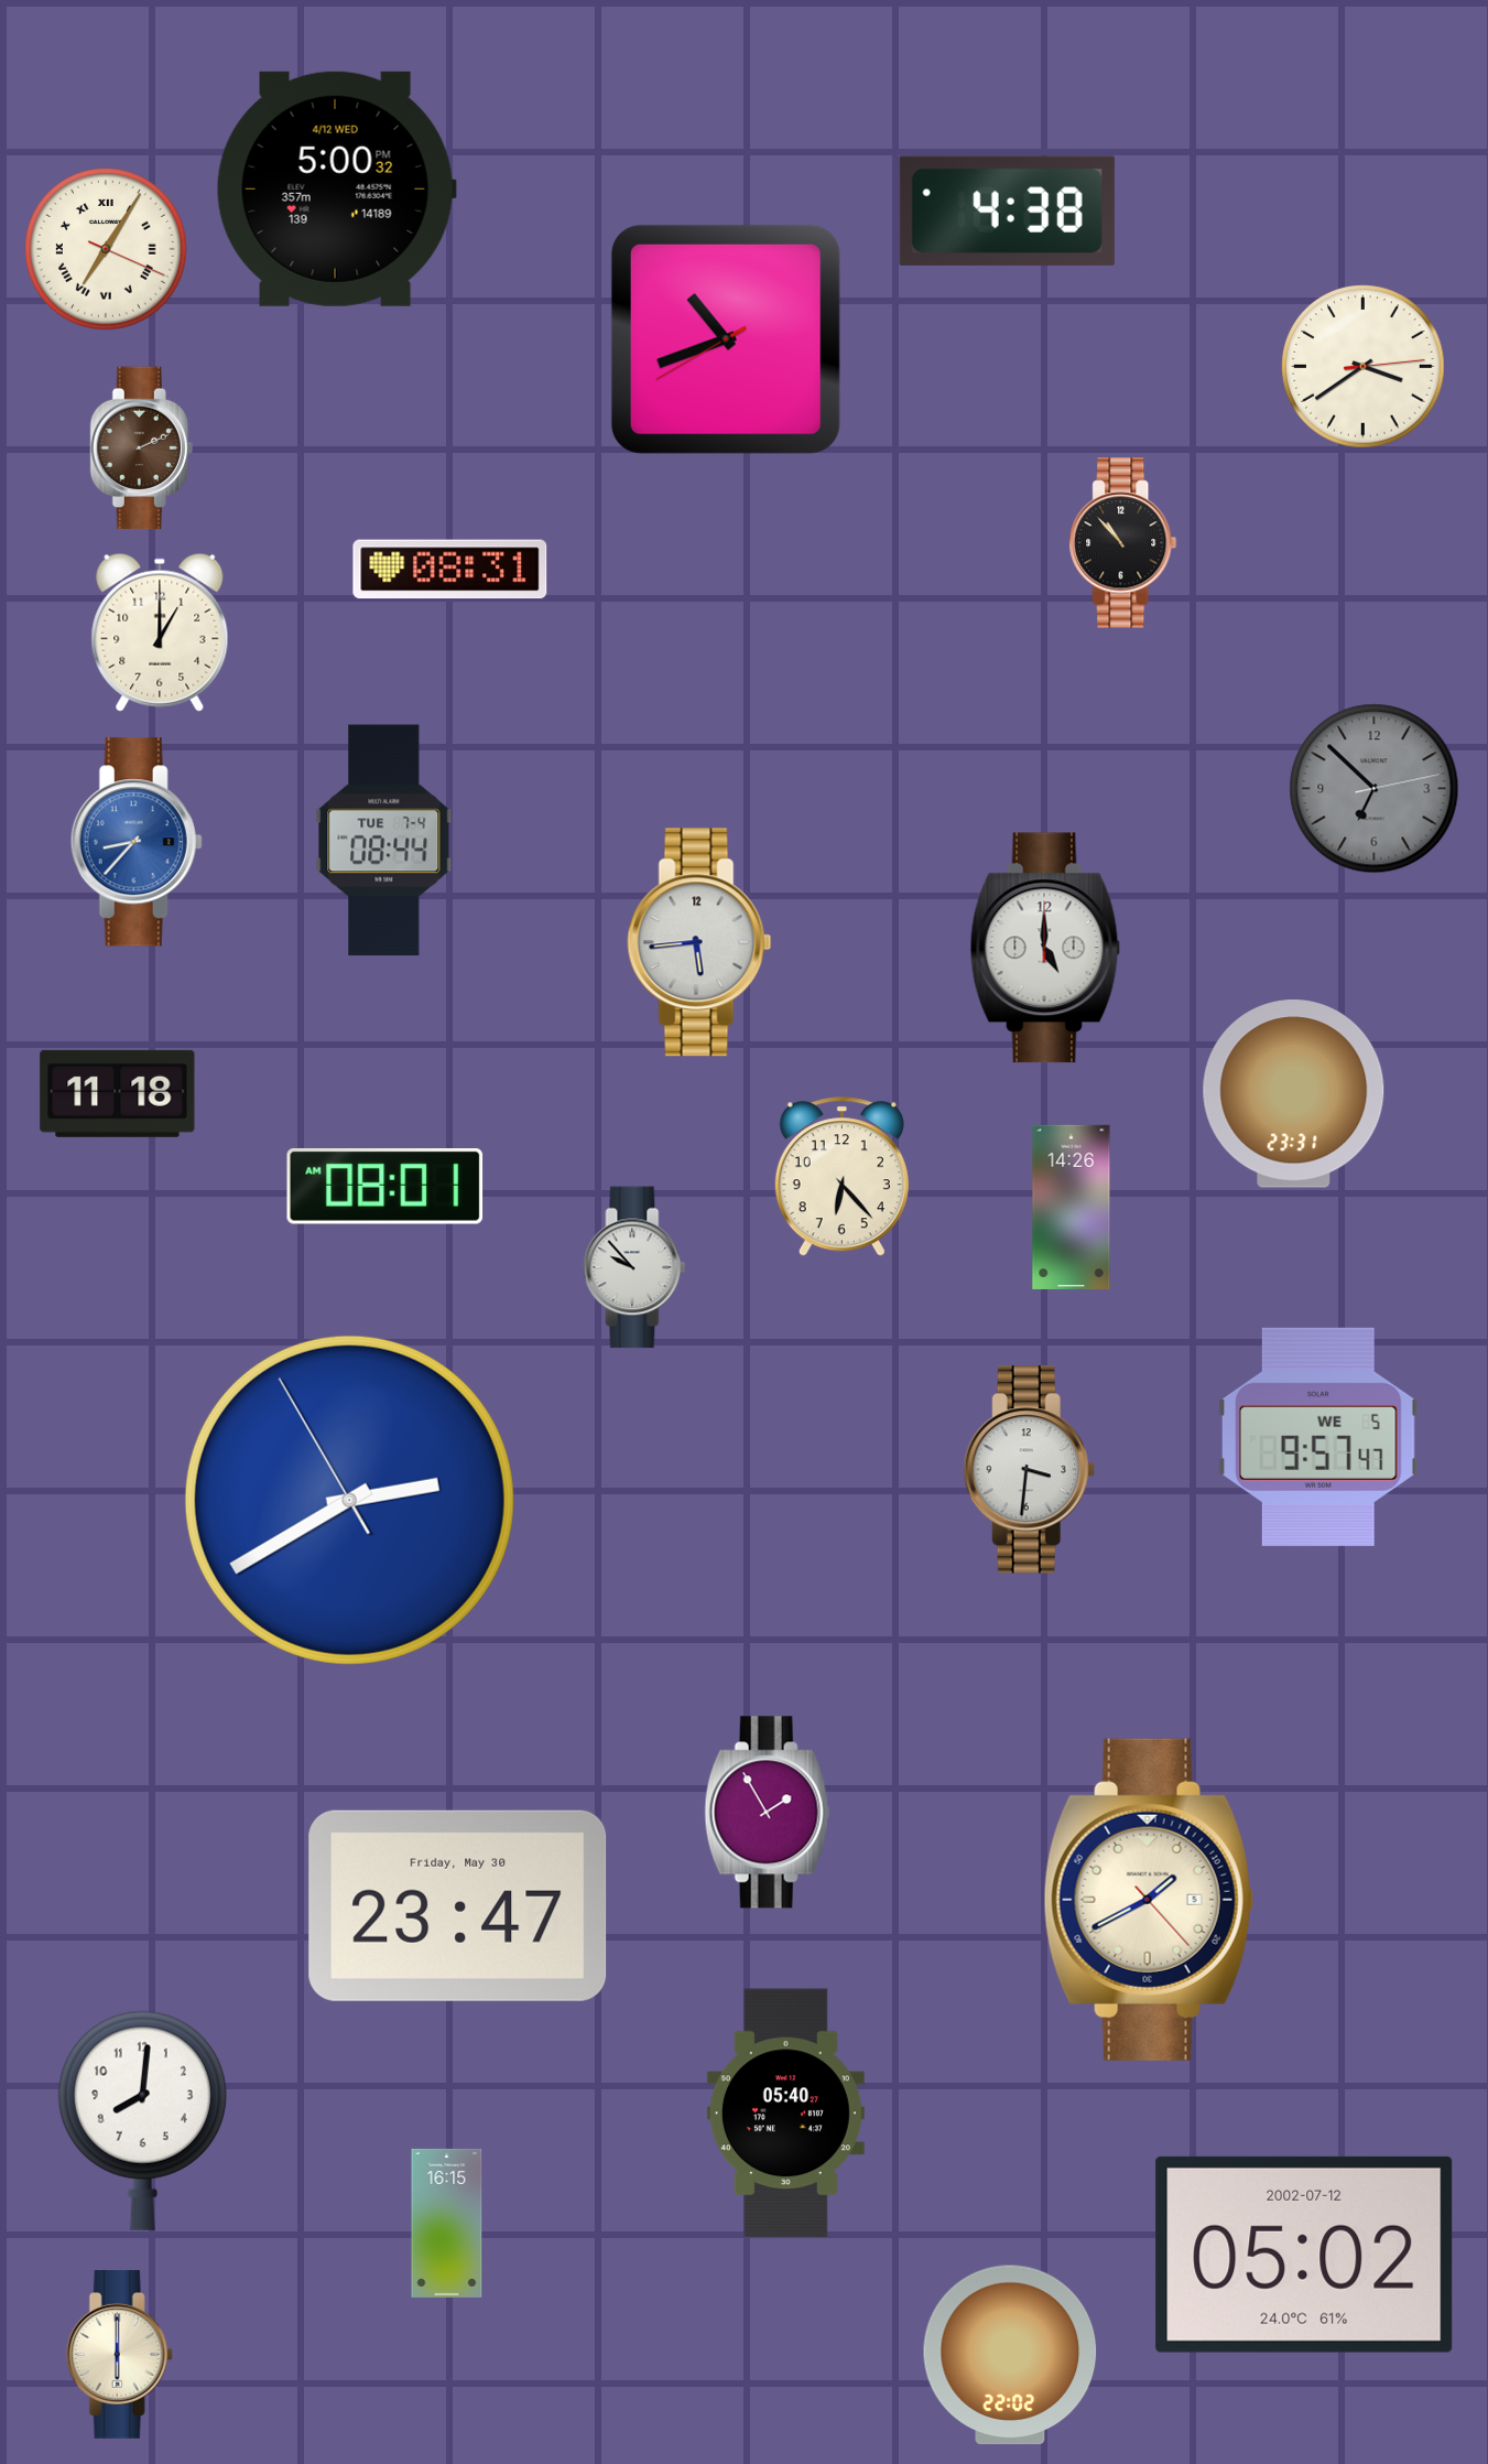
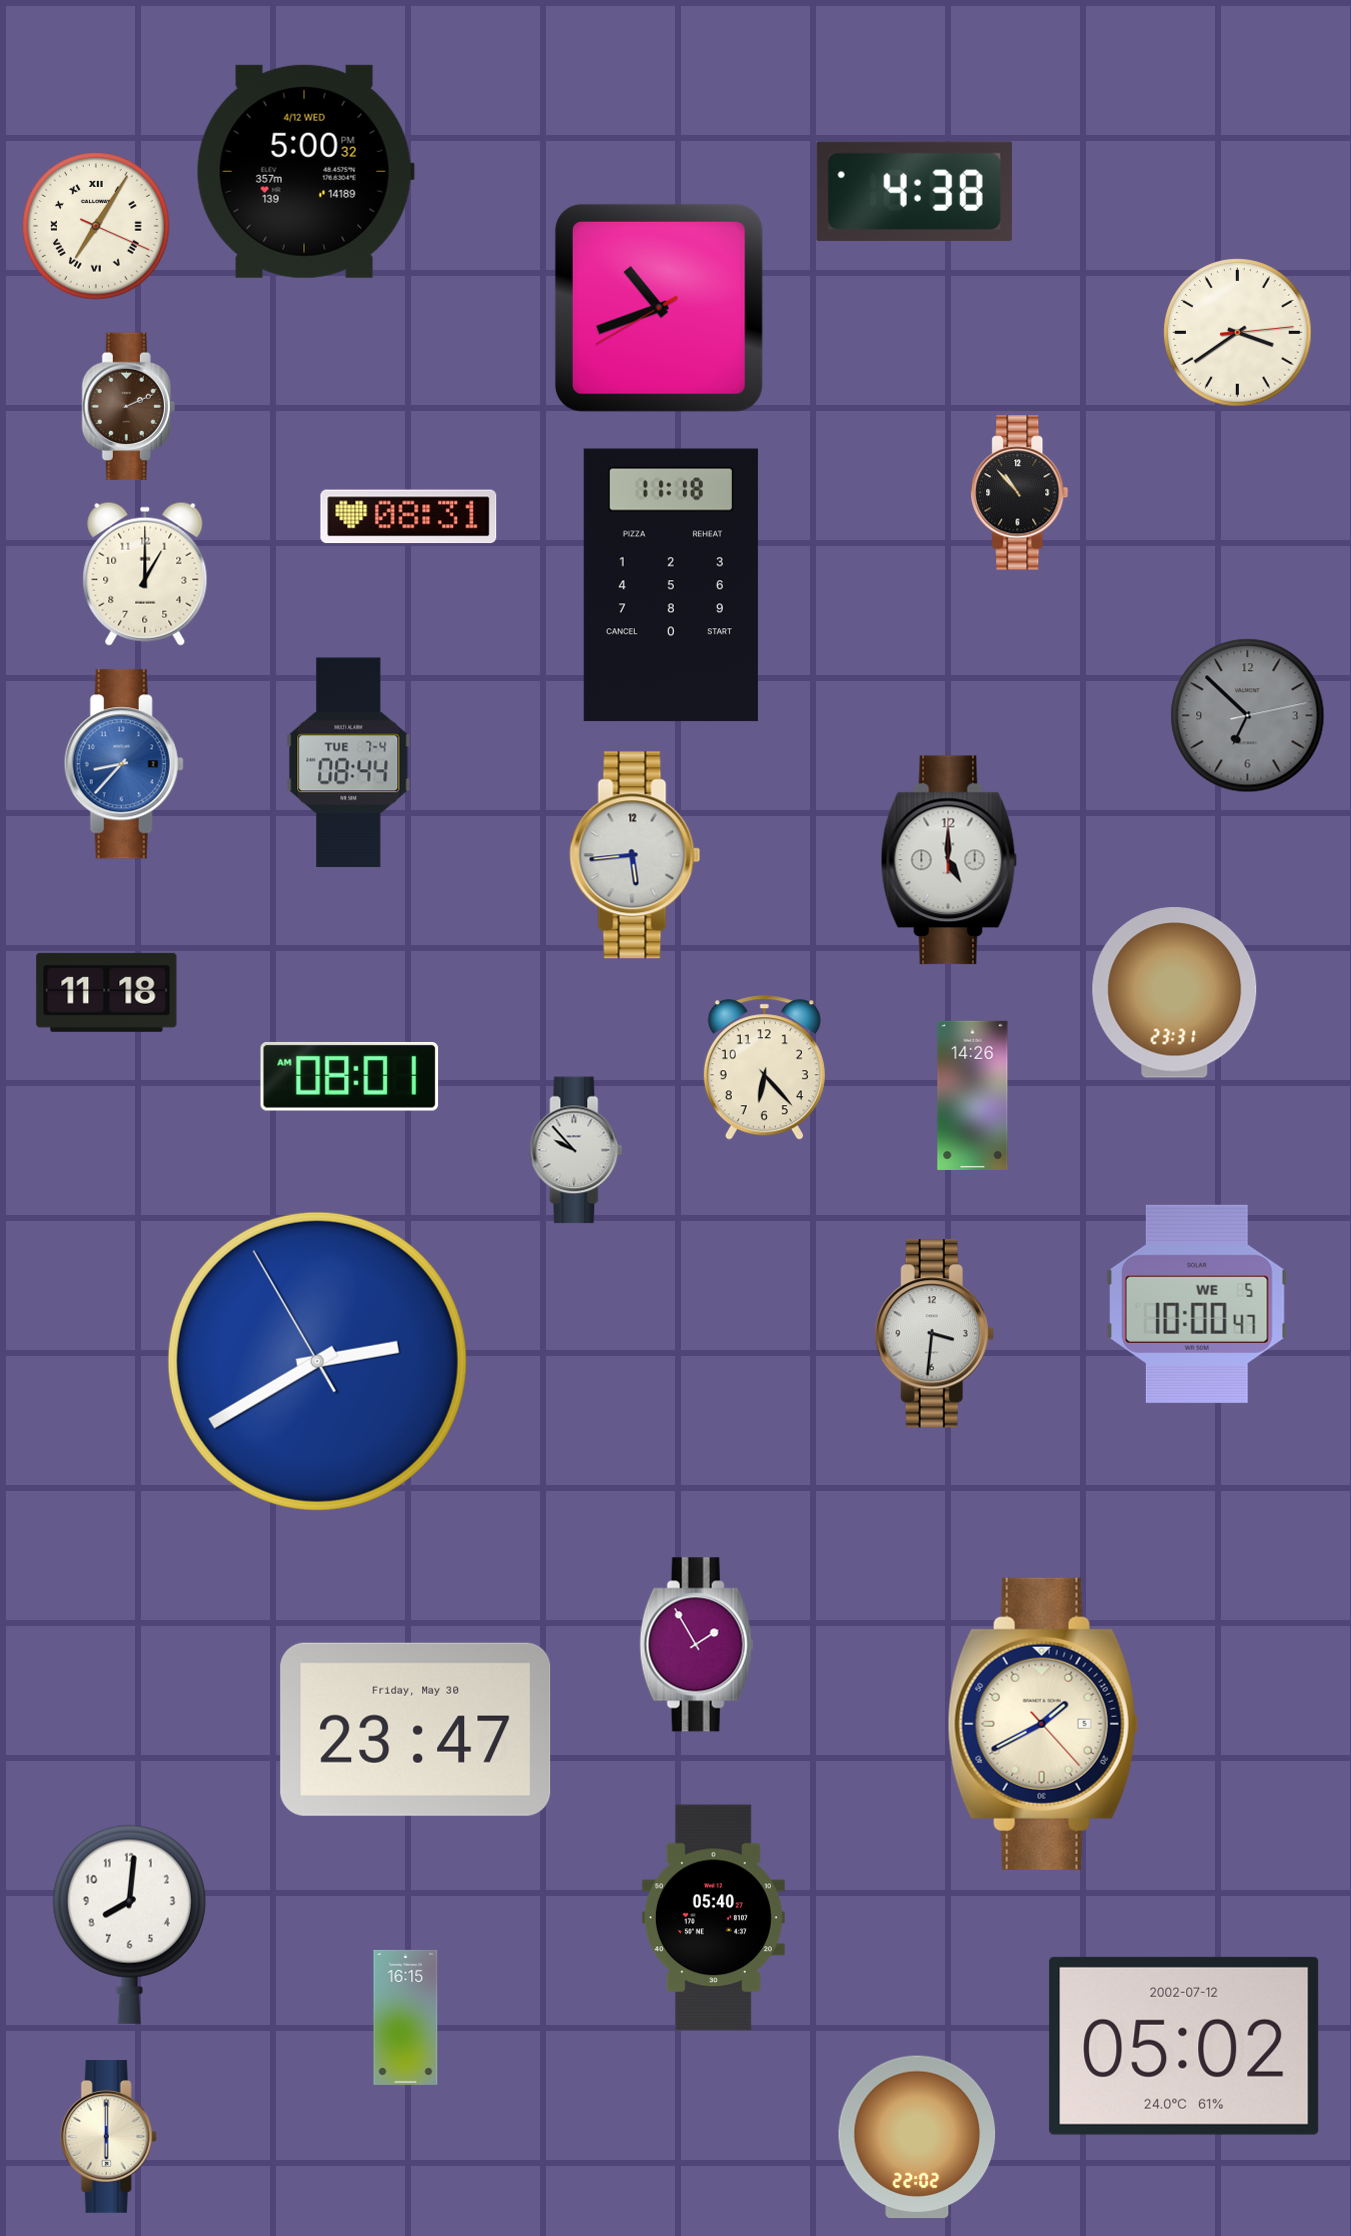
clock at (671, 585): none -> 11:18
clock at (1318, 1437): 9:57 -> 10:00
